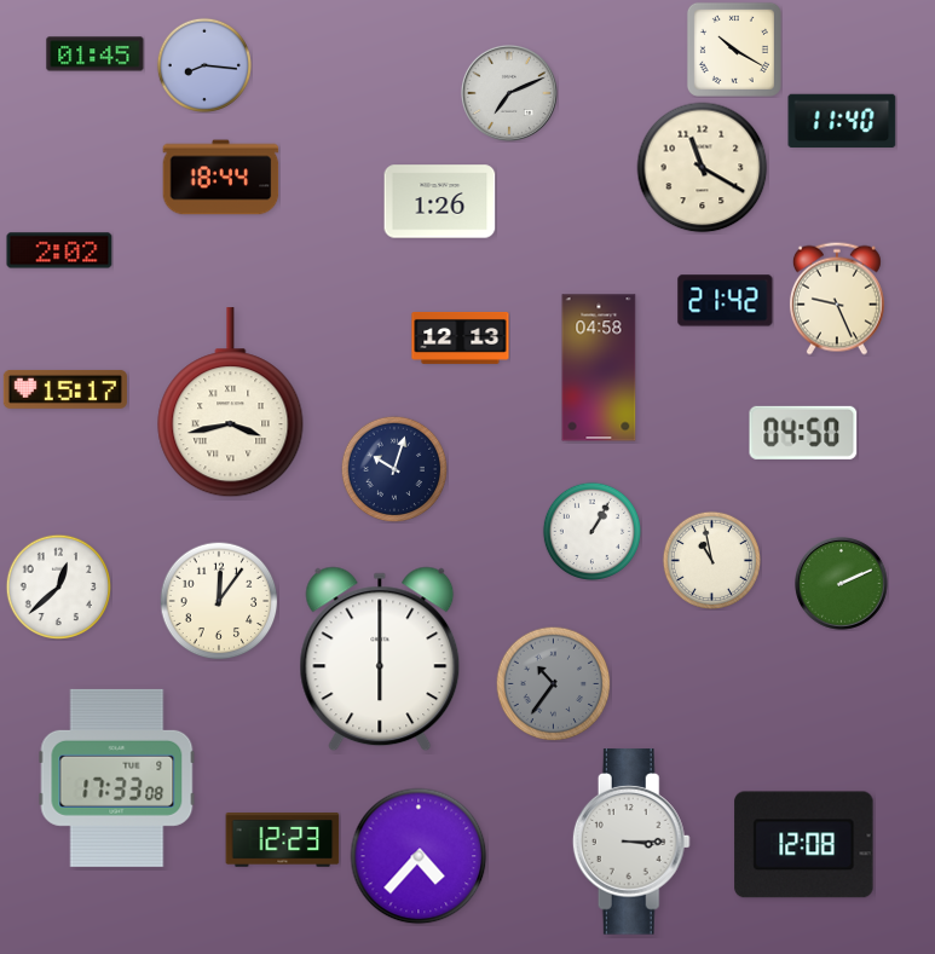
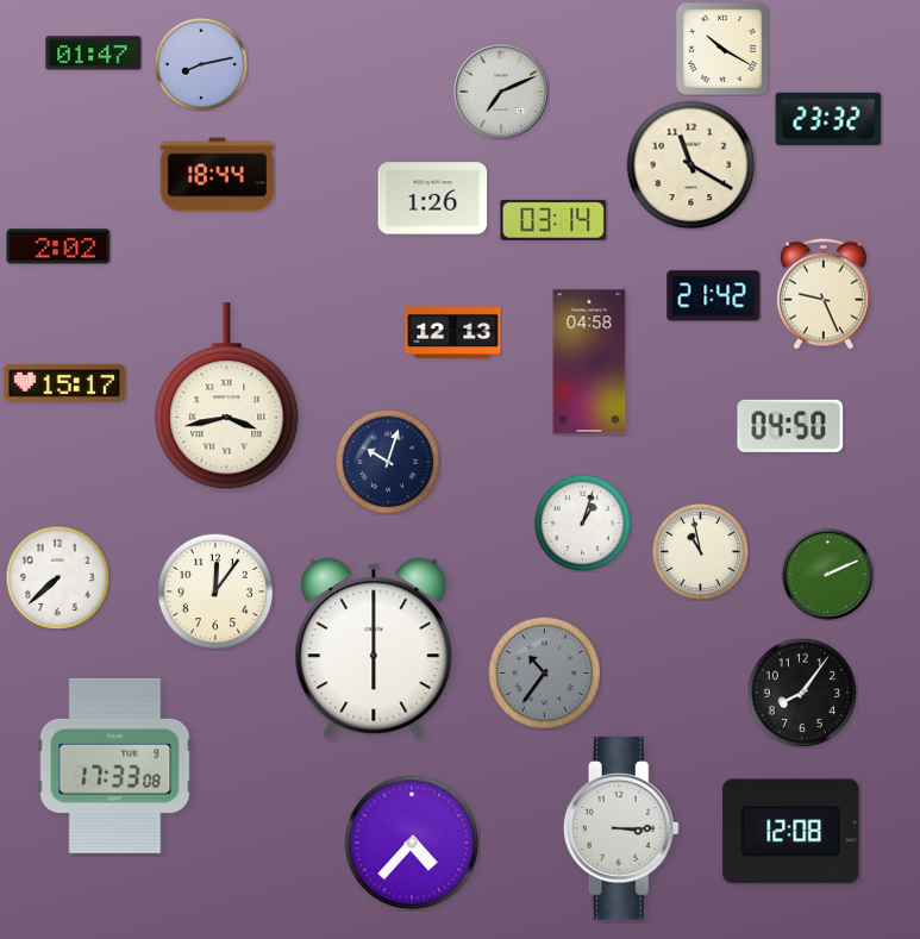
clock at (96, 54): 01:45 -> 01:47
clock at (204, 65): 8:16 -> 8:13
clock at (842, 121): 11:40 -> 23:32
clock at (553, 220): none -> 03:14
clock at (591, 531): 1:05 -> 1:03
clock at (58, 586): 12:38 -> 7:38
clock at (802, 693): none -> 8:06
clock at (283, 840): 12:23 -> none
